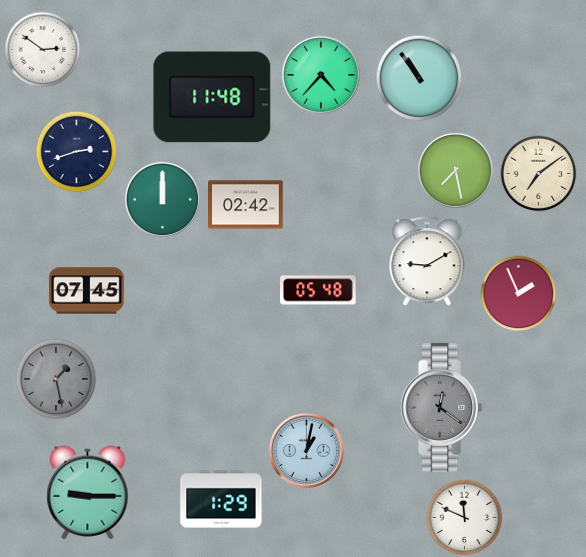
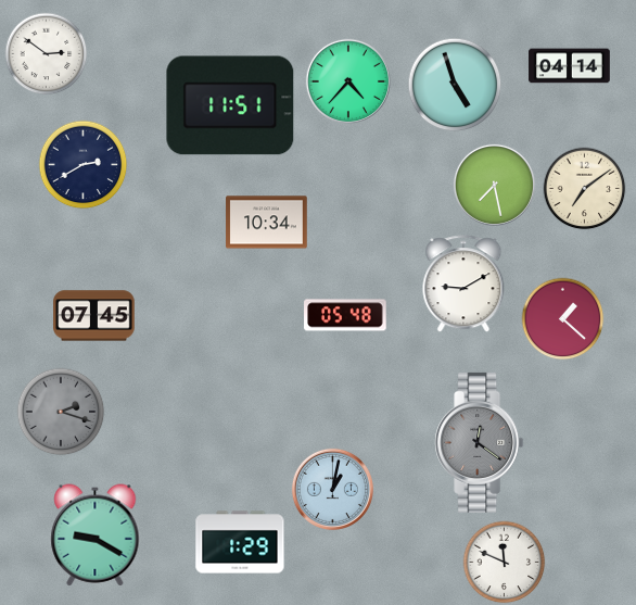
clock at (570, 66): none -> 04:14
clock at (419, 78): 10:54 -> 4:57
clock at (212, 97): 11:48 -> 11:51
clock at (77, 152): 2:42 -> 2:40
clock at (162, 199): 12:00 -> none
clock at (246, 205): 02:42 -> 10:34
clock at (519, 294): 1:56 -> 1:22
clock at (56, 379): 1:28 -> 2:18
clock at (88, 493): 9:15 -> 9:20
